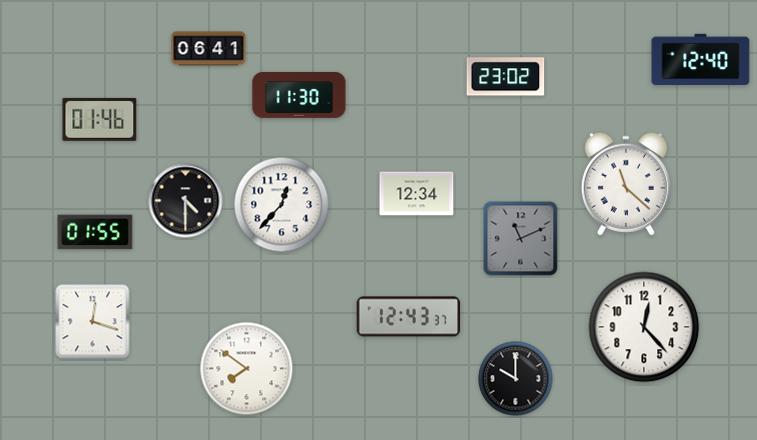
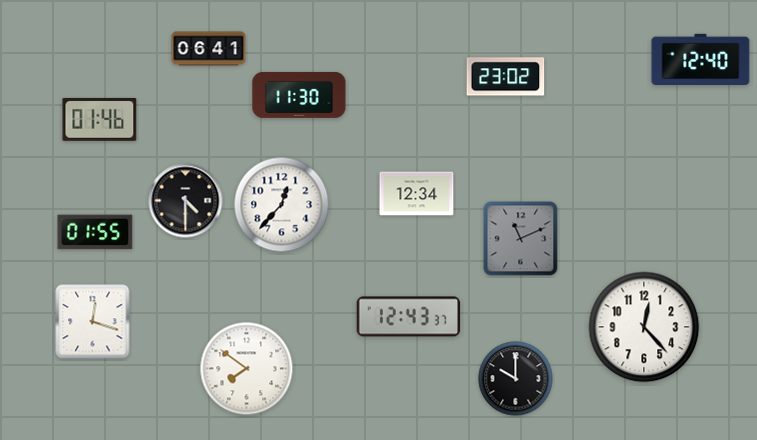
clock at (626, 184): 11:22 -> none
